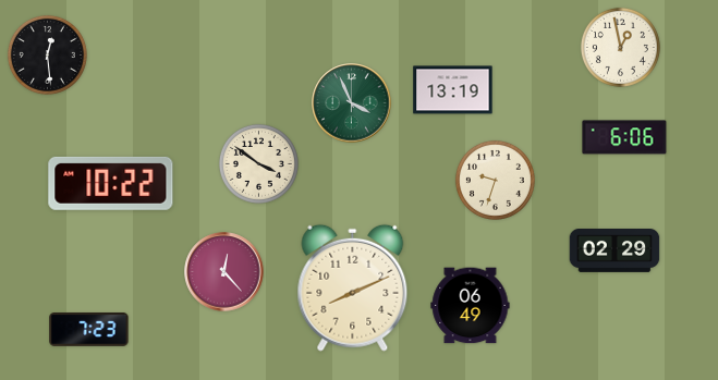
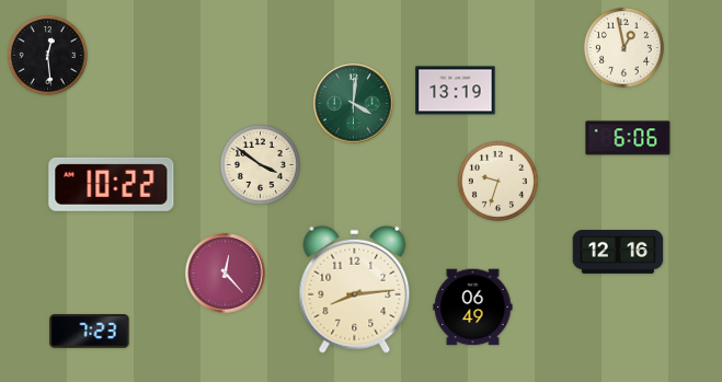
clock at (352, 103): 3:56 -> 4:01
clock at (614, 252): 02:29 -> 12:16
clock at (353, 287): 8:11 -> 8:14
